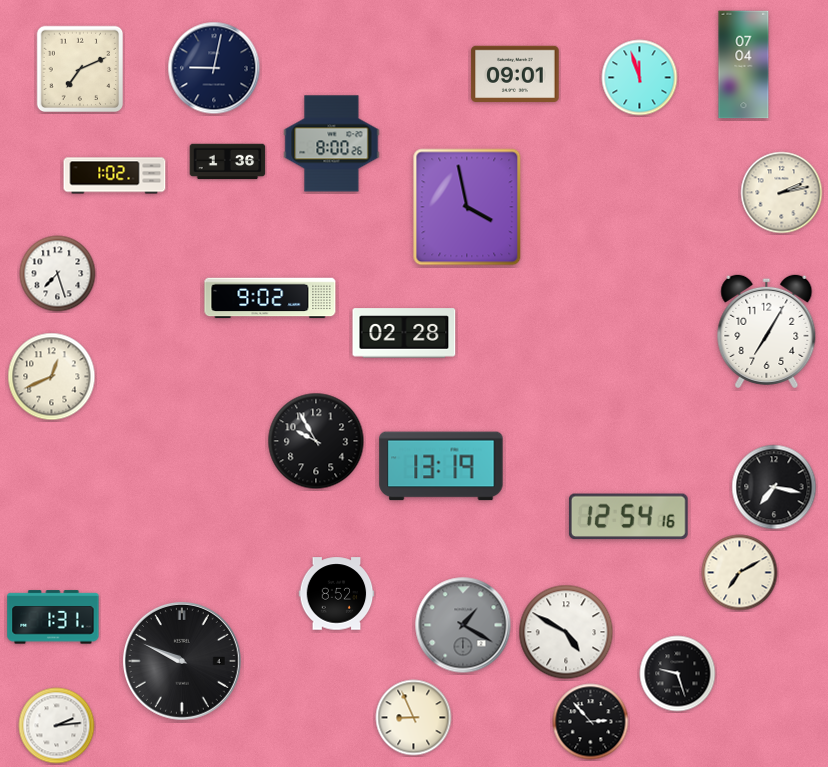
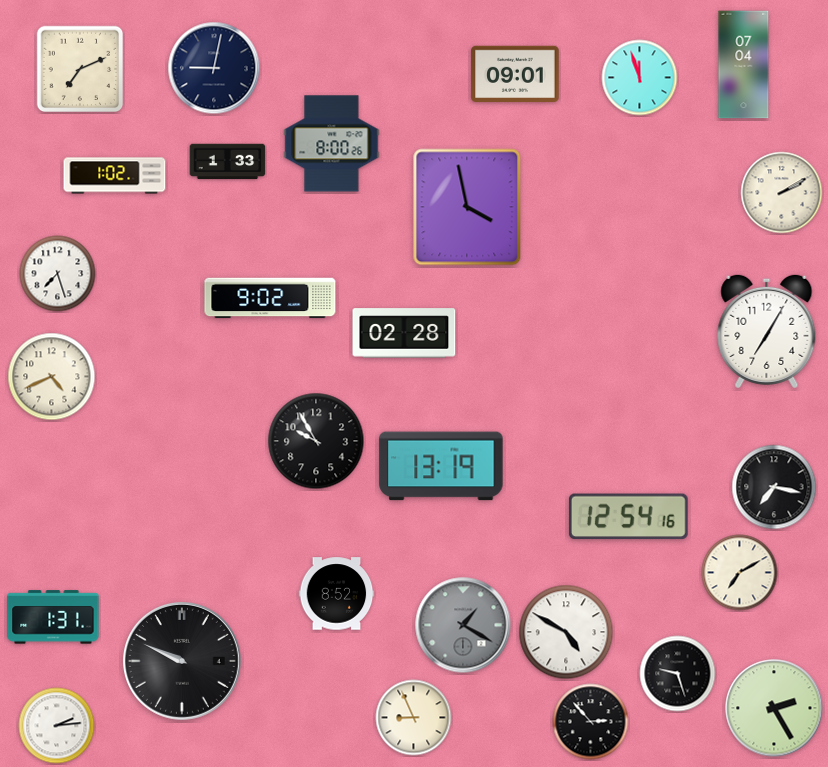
clock at (228, 162): 1:36 -> 1:33
clock at (782, 193): 2:13 -> 2:10
clock at (52, 377): 12:41 -> 4:41
clock at (774, 708): none -> 2:25
